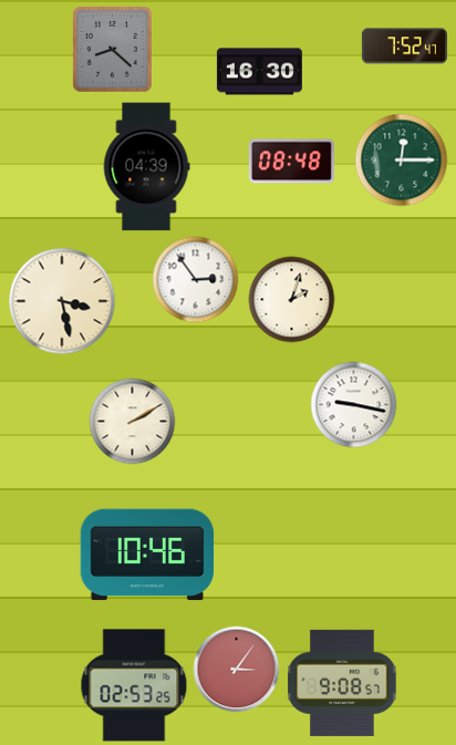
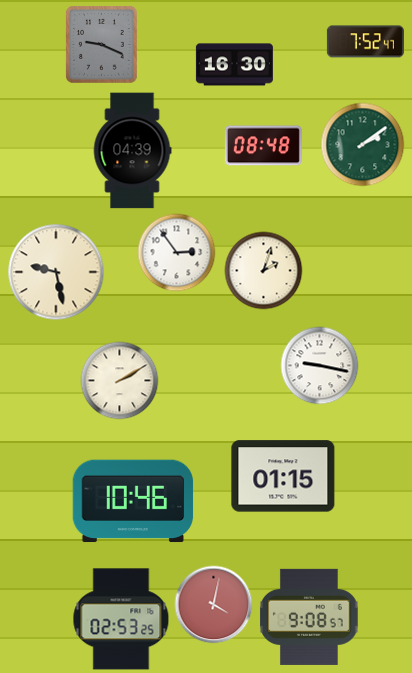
clock at (113, 50): 8:22 -> 9:19
clock at (401, 159): 12:15 -> 2:09
clock at (62, 301): 3:28 -> 9:28
clock at (283, 476): none -> 01:15
clock at (236, 669): 3:06 -> 4:02
